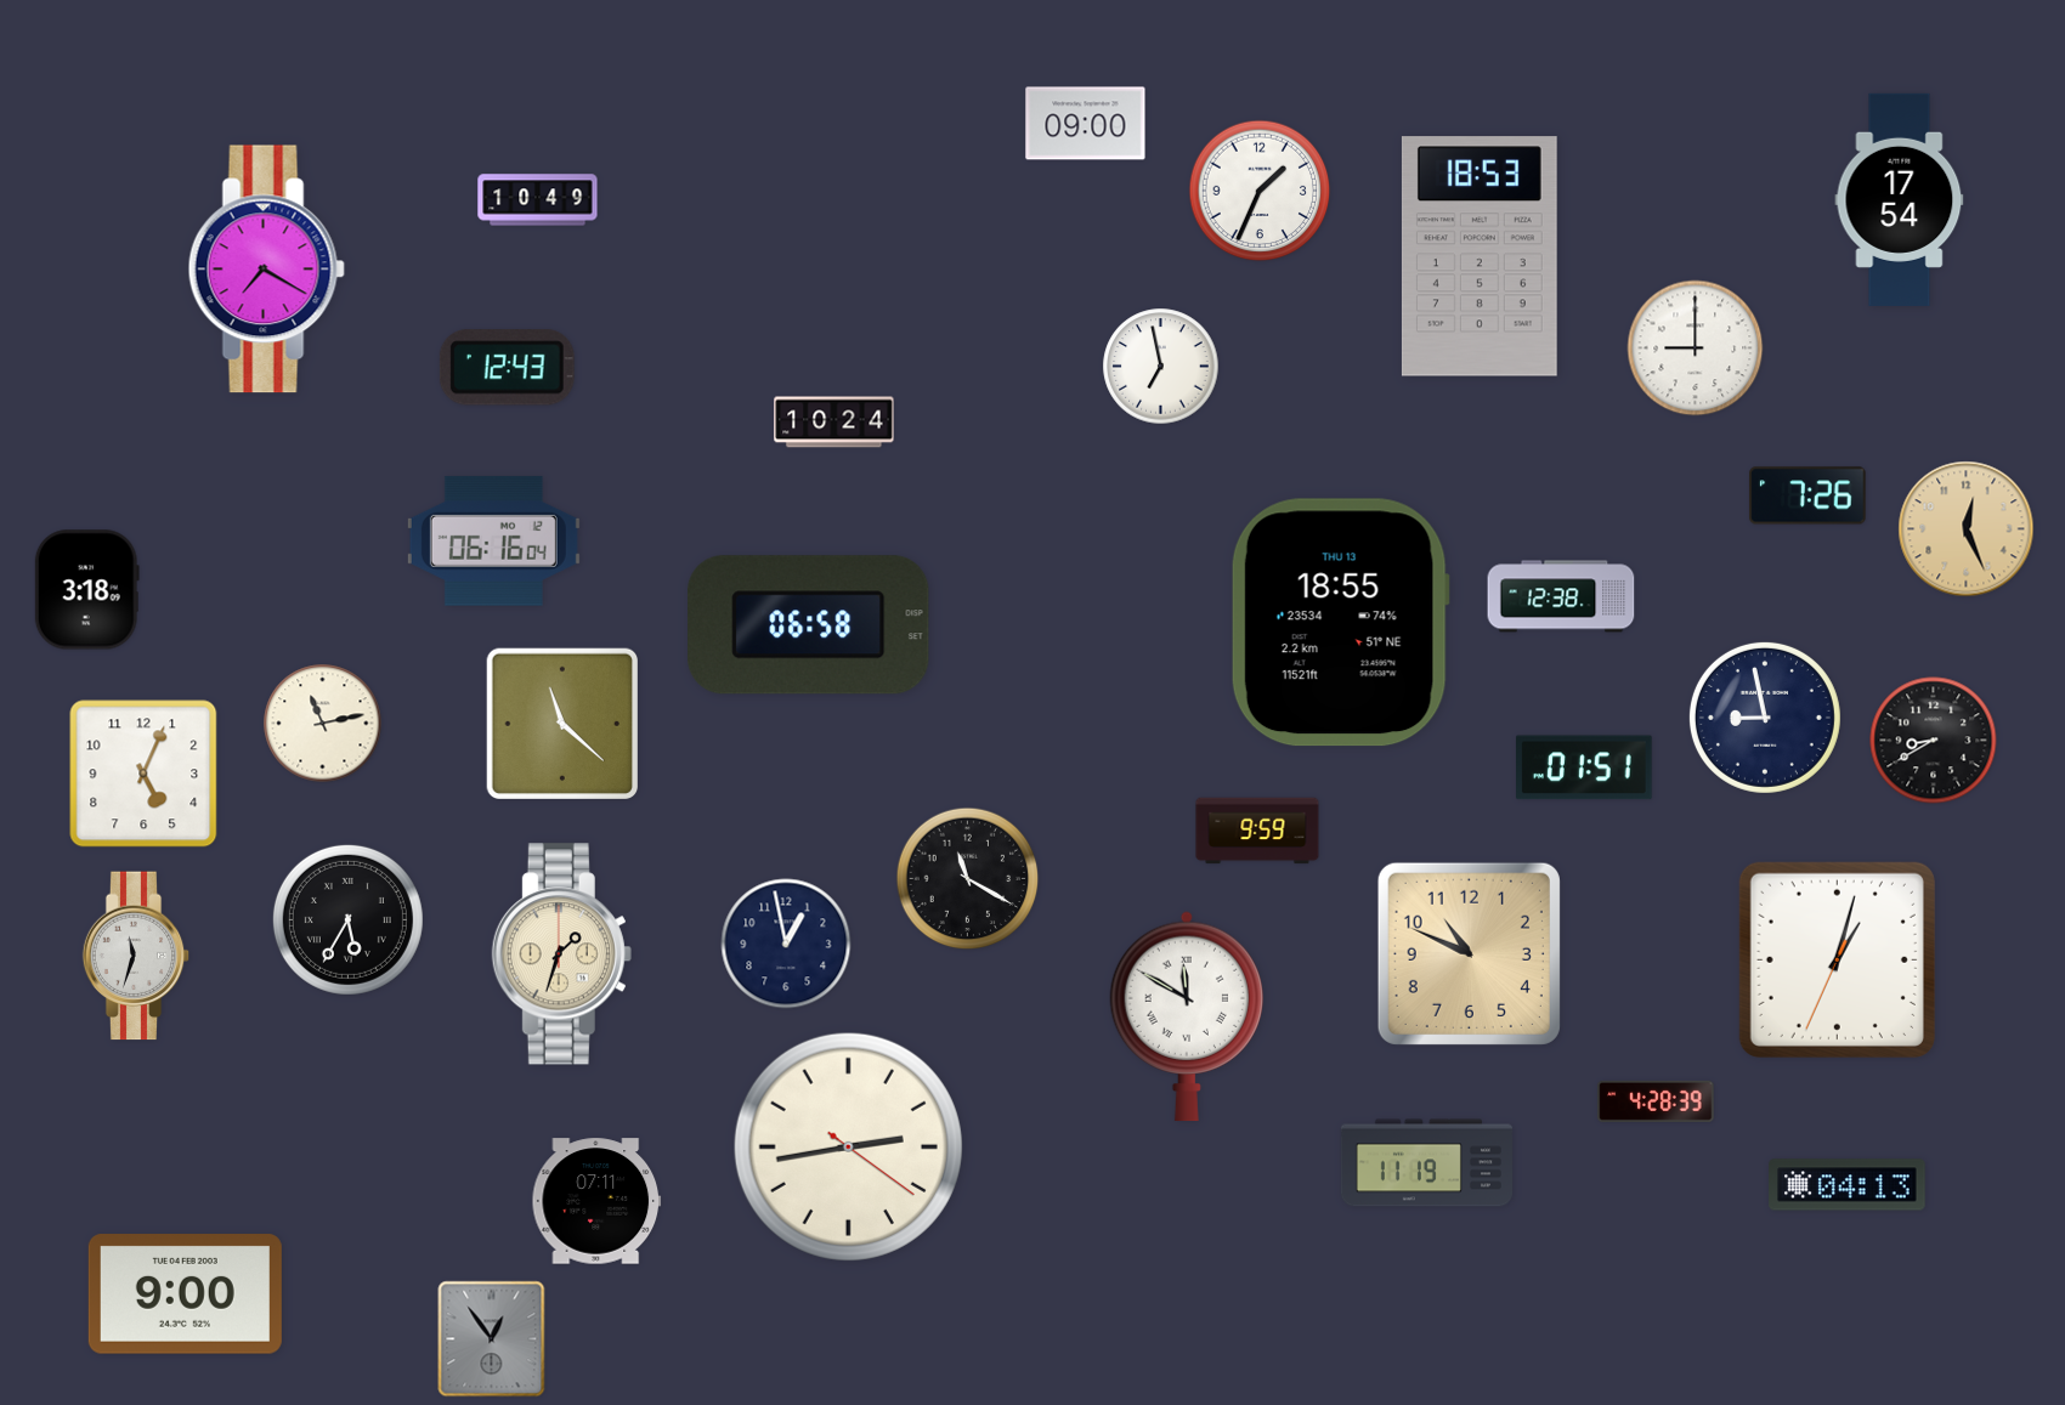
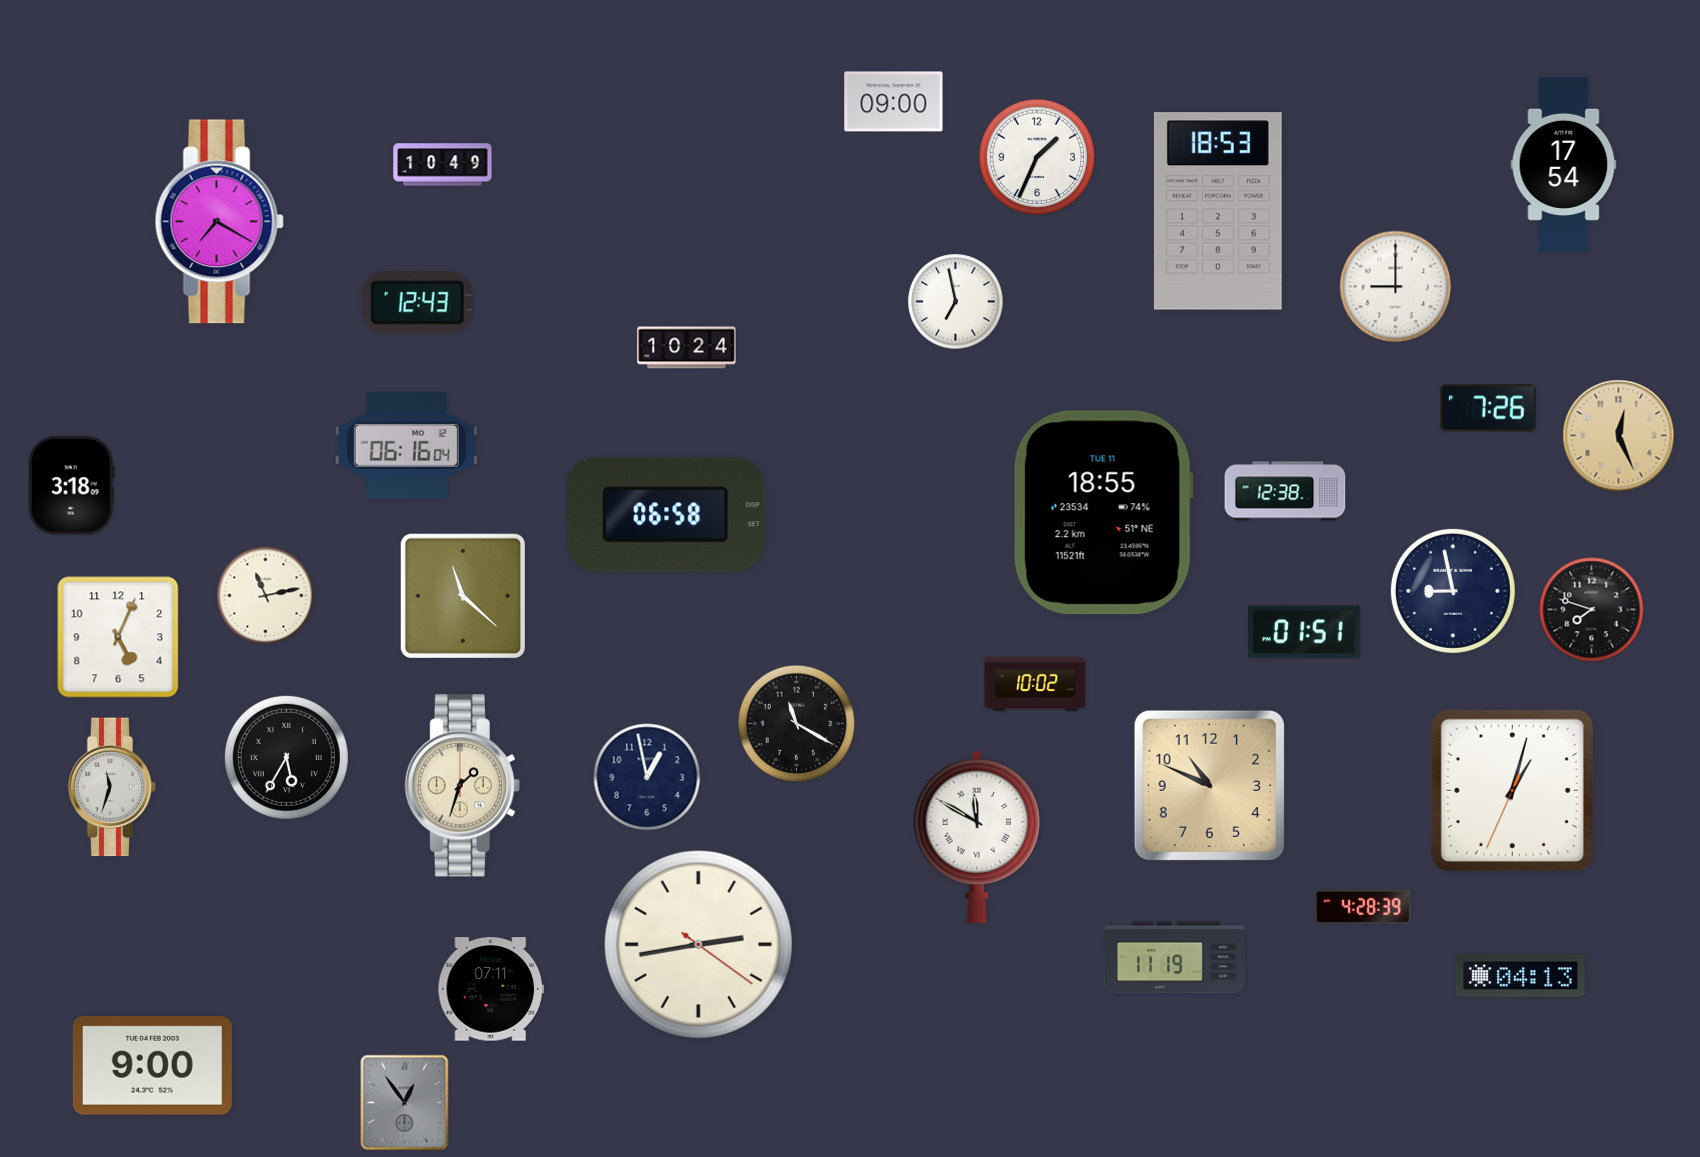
clock at (1340, 623) date: THU 13 -> TUE 11
clock at (1934, 741): 8:40 -> 7:48
clock at (1257, 831): 9:59 -> 10:02
